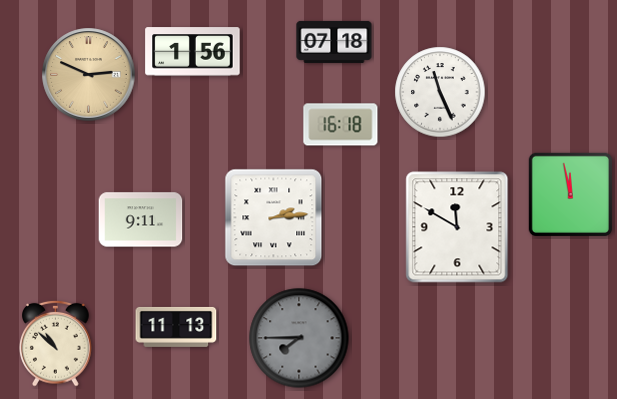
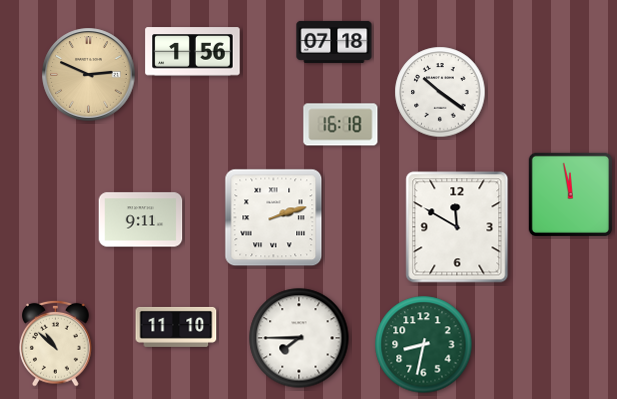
clock at (440, 92): 11:26 -> 10:21
clock at (274, 218): 2:14 -> 2:12
clock at (176, 327): 11:13 -> 11:10
clock at (299, 338) dial: grey -> white
clock at (424, 345): none -> 8:32
